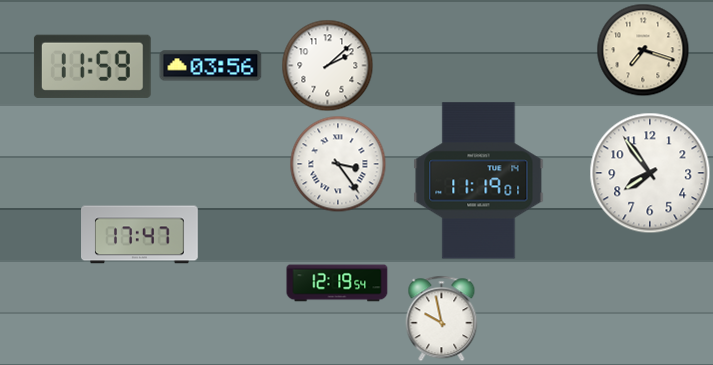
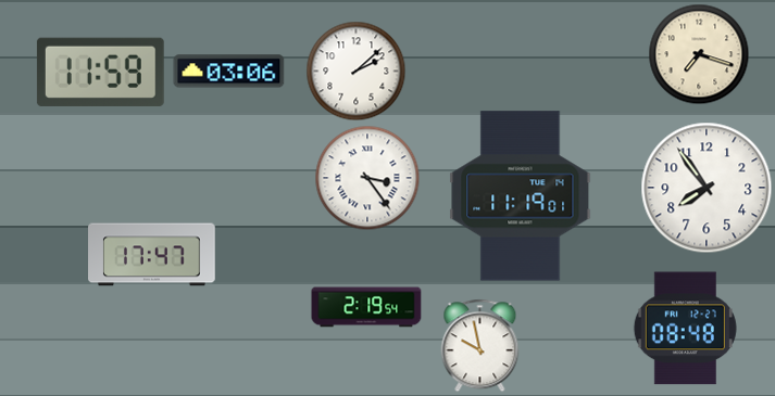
clock at (211, 66): 03:56 -> 03:06
clock at (337, 283): 12:19 -> 2:19
clock at (685, 329): none -> 08:48
